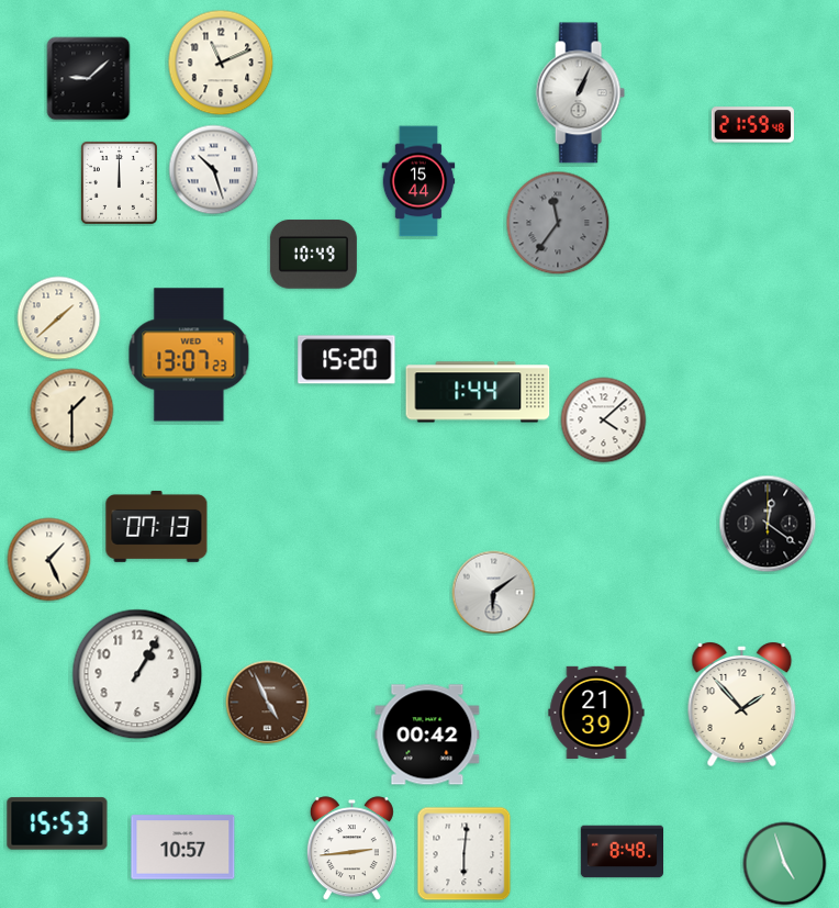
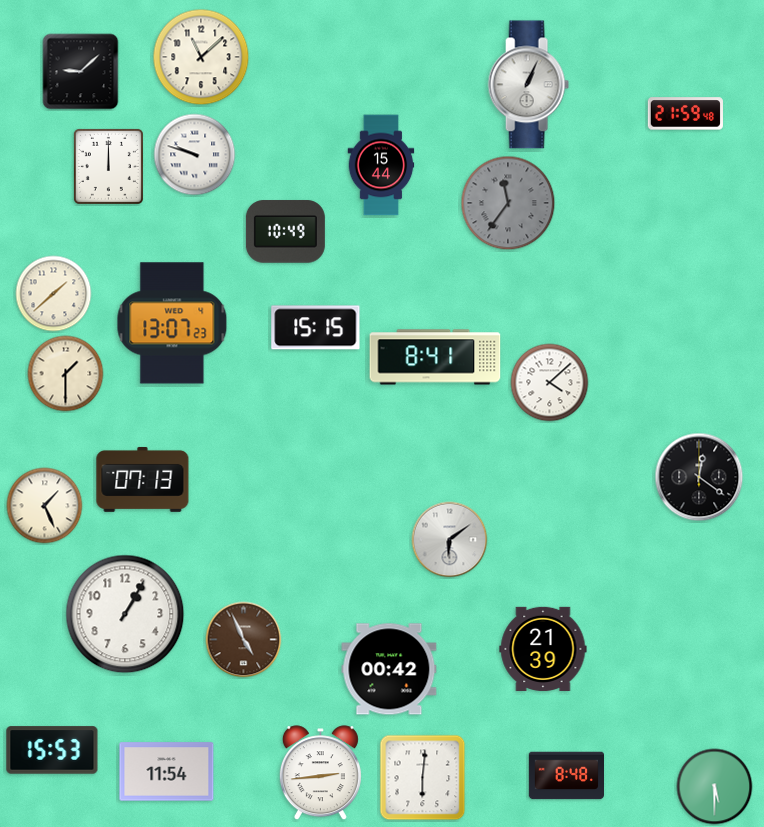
clock at (221, 63): 11:11 -> 11:08
clock at (214, 170): 10:27 -> 9:48
clock at (59, 318) position: (59, 318) -> (54, 294)
clock at (347, 360): 15:20 -> 15:15
clock at (478, 392): 1:44 -> 8:41
clock at (49, 560) position: (49, 560) -> (45, 506)
clock at (742, 705): 1:53 -> none
clock at (183, 848): 10:57 -> 11:54
clock at (785, 864): 4:57 -> 5:30
